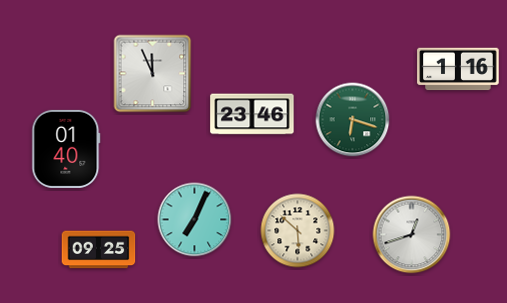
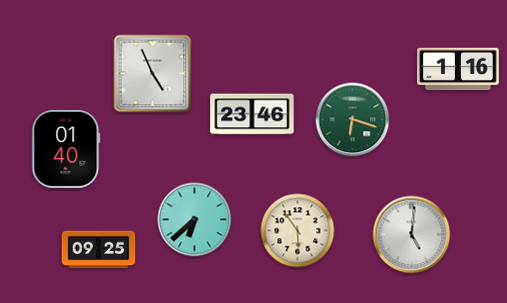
clock at (153, 74): 11:56 -> 4:56
clock at (195, 220): 7:04 -> 6:38
clock at (298, 231): 5:52 -> 5:54
clock at (412, 235): 12:42 -> 5:01
